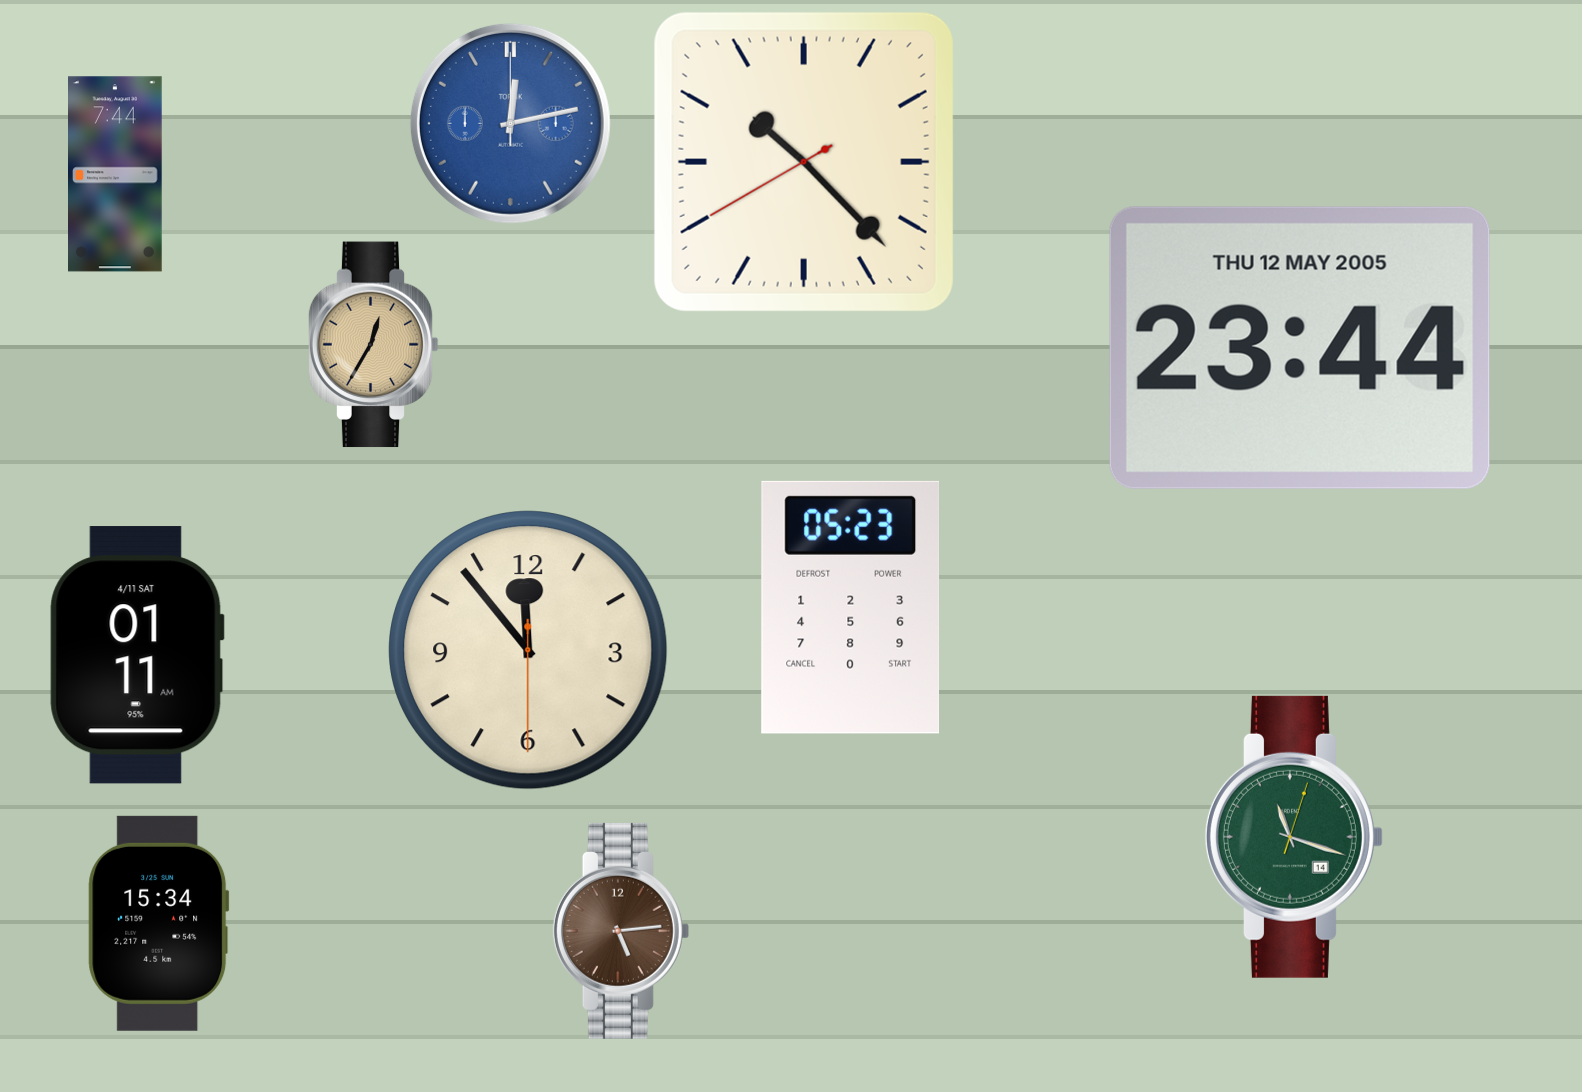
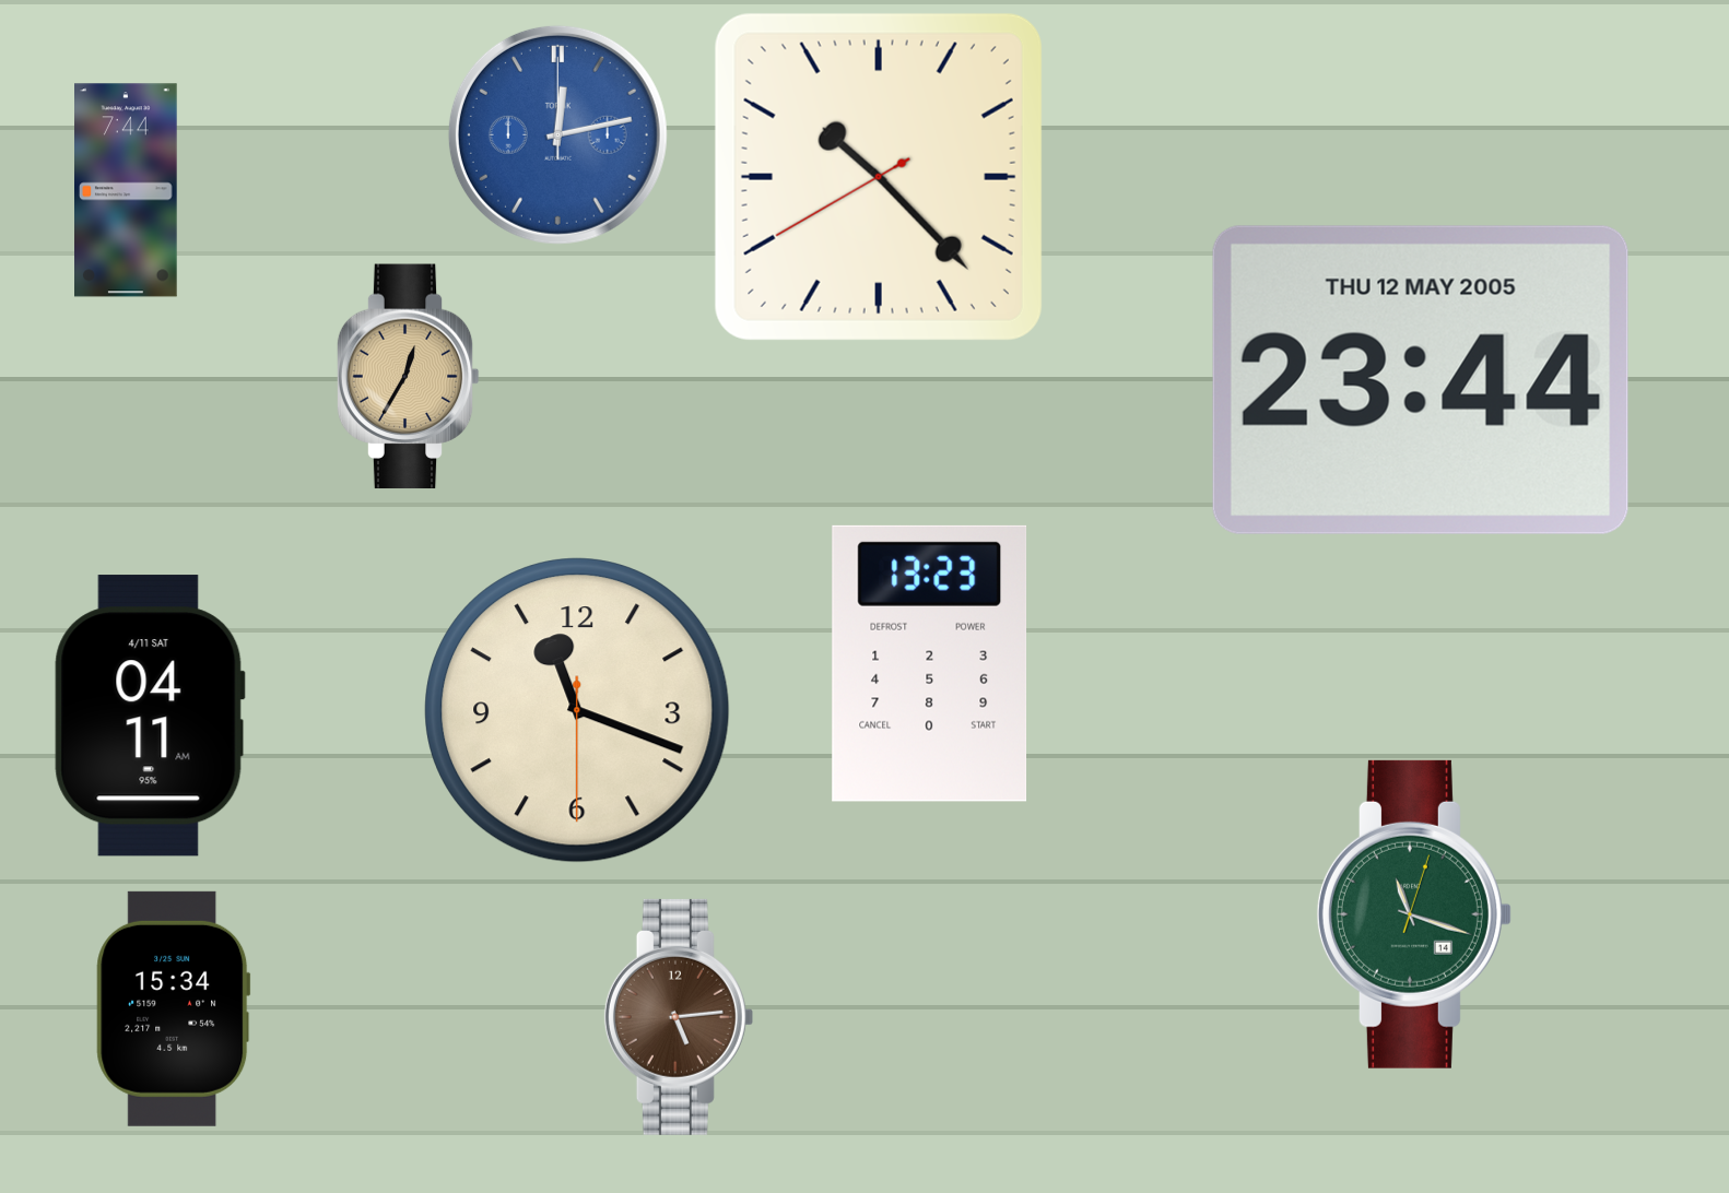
clock at (851, 607): 05:23 -> 13:23
clock at (528, 650): 11:53 -> 11:18
clock at (137, 655): 01:11 -> 04:11
